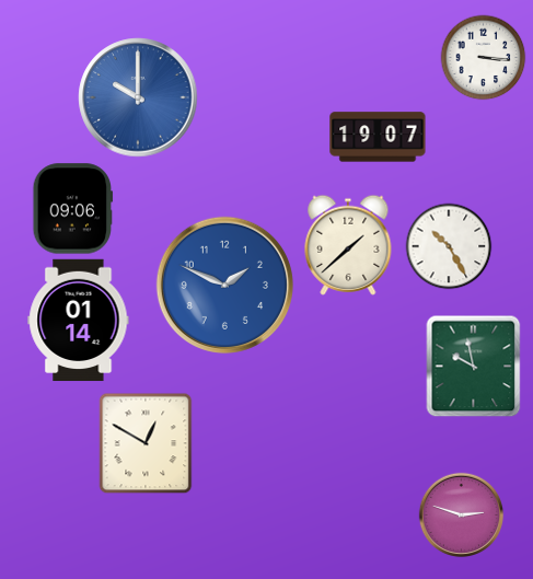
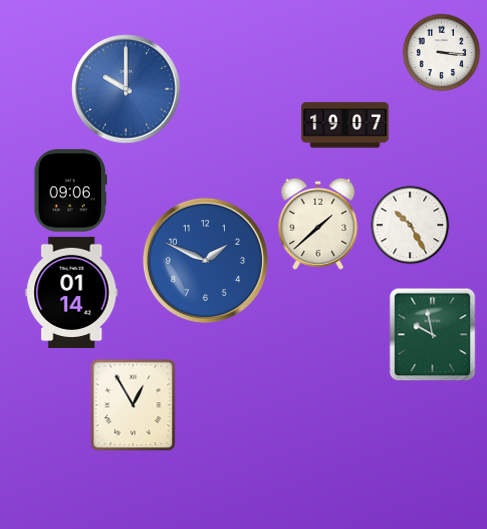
clock at (73, 209) position: (73, 209) -> (71, 191)
clock at (146, 443): 12:50 -> 12:55
clock at (461, 514): 2:48 -> none
